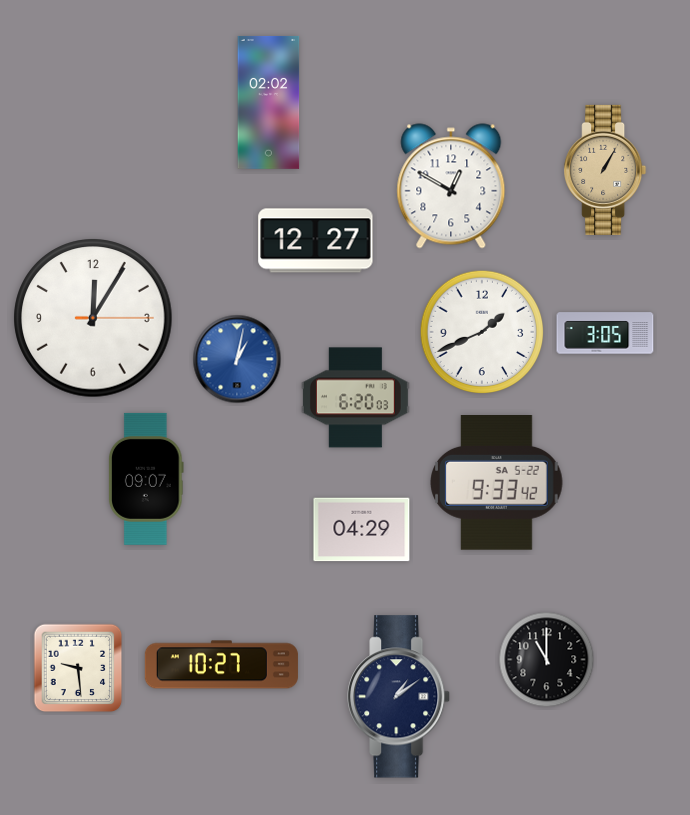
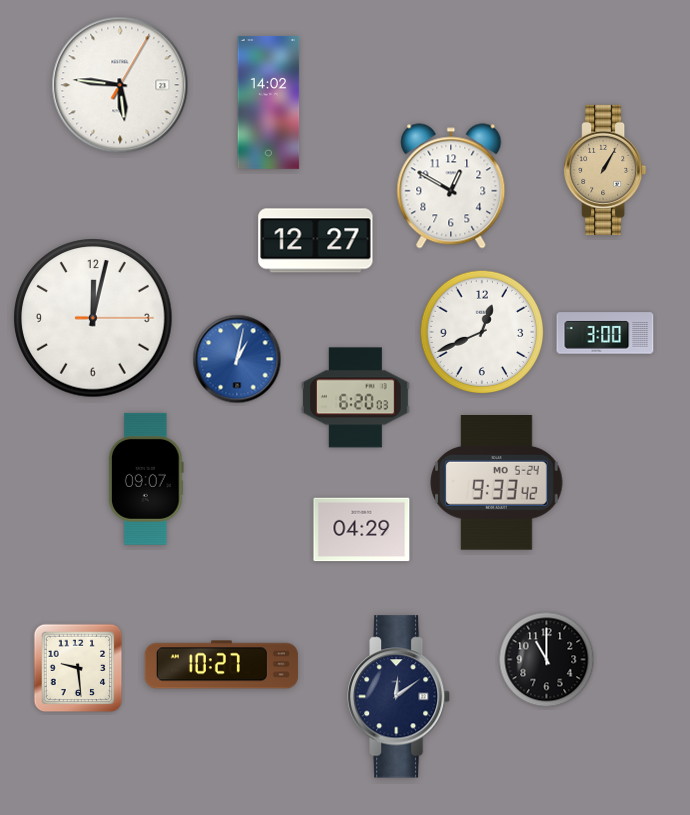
clock at (120, 85): none -> 5:46
clock at (269, 102): 02:02 -> 14:02
clock at (93, 318): 12:05 -> 12:02
clock at (482, 332): 1:41 -> 12:41
clock at (605, 333): 3:05 -> 3:00
clock at (497, 483) date: SA 5-22 -> MO 5-24
clock at (400, 697): 1:09 -> 12:09
